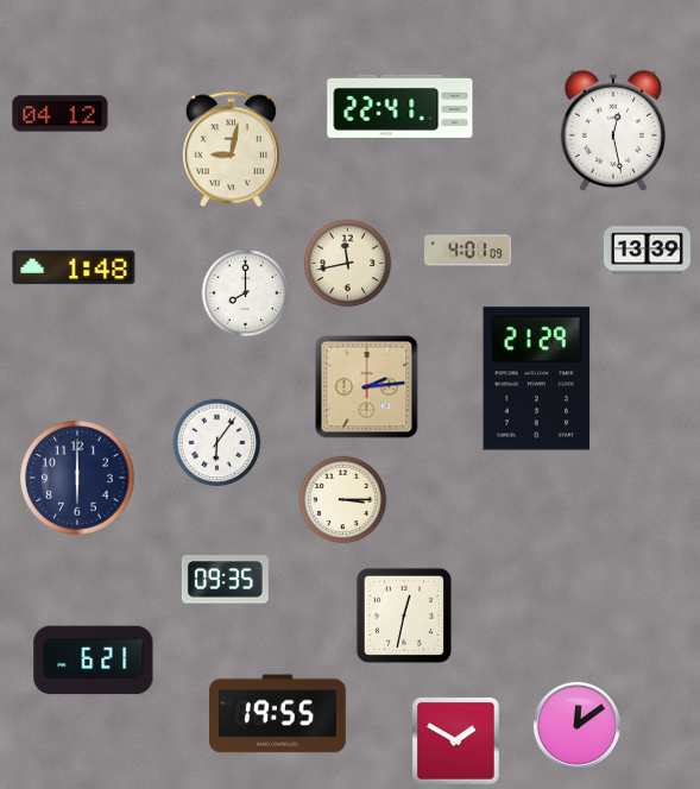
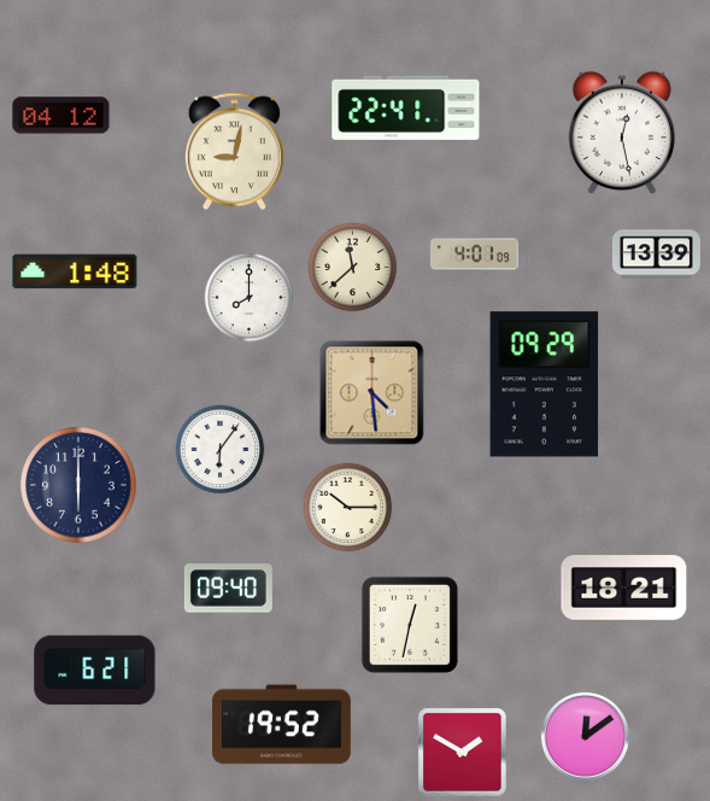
clock at (348, 264): 11:43 -> 11:38
clock at (537, 379): 21:29 -> 09:29
clock at (367, 387): 2:14 -> 4:29
clock at (343, 500): 3:15 -> 10:15
clock at (225, 580): 09:35 -> 09:40
clock at (624, 589): none -> 18:21
clock at (277, 714): 19:55 -> 19:52
